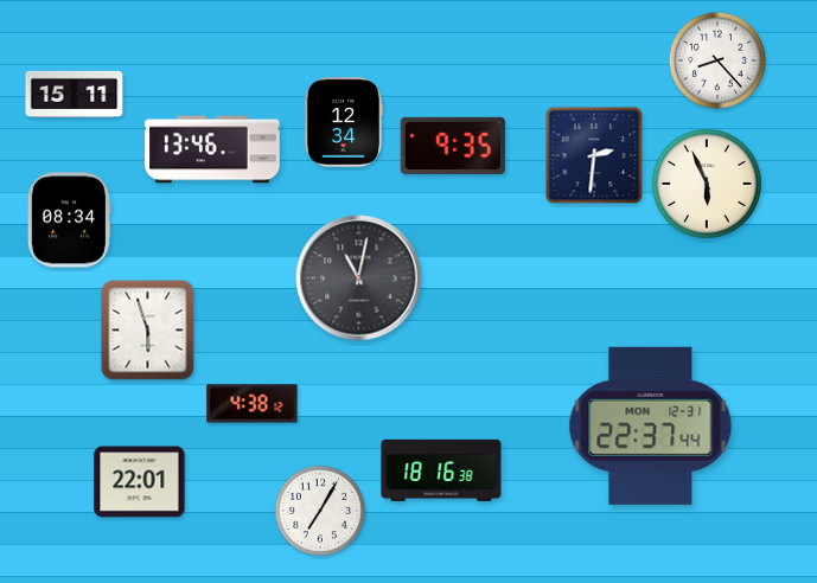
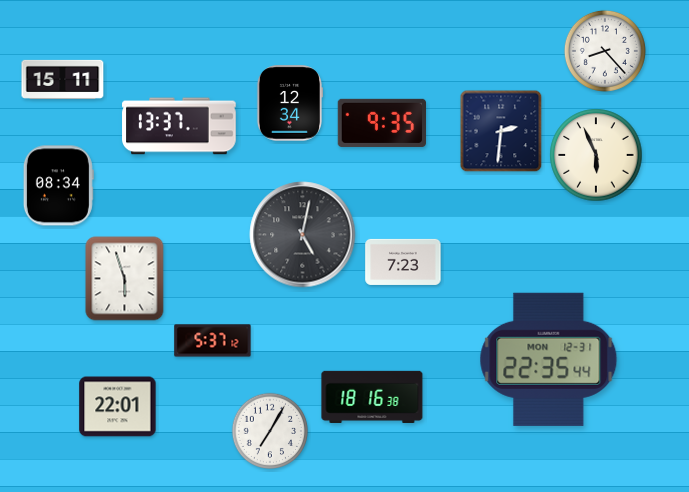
clock at (212, 149): 13:46 -> 13:37
clock at (359, 278): 11:02 -> 5:02
clock at (403, 262): none -> 7:23
clock at (253, 404): 4:38 -> 5:37
clock at (651, 425): 22:37 -> 22:35
